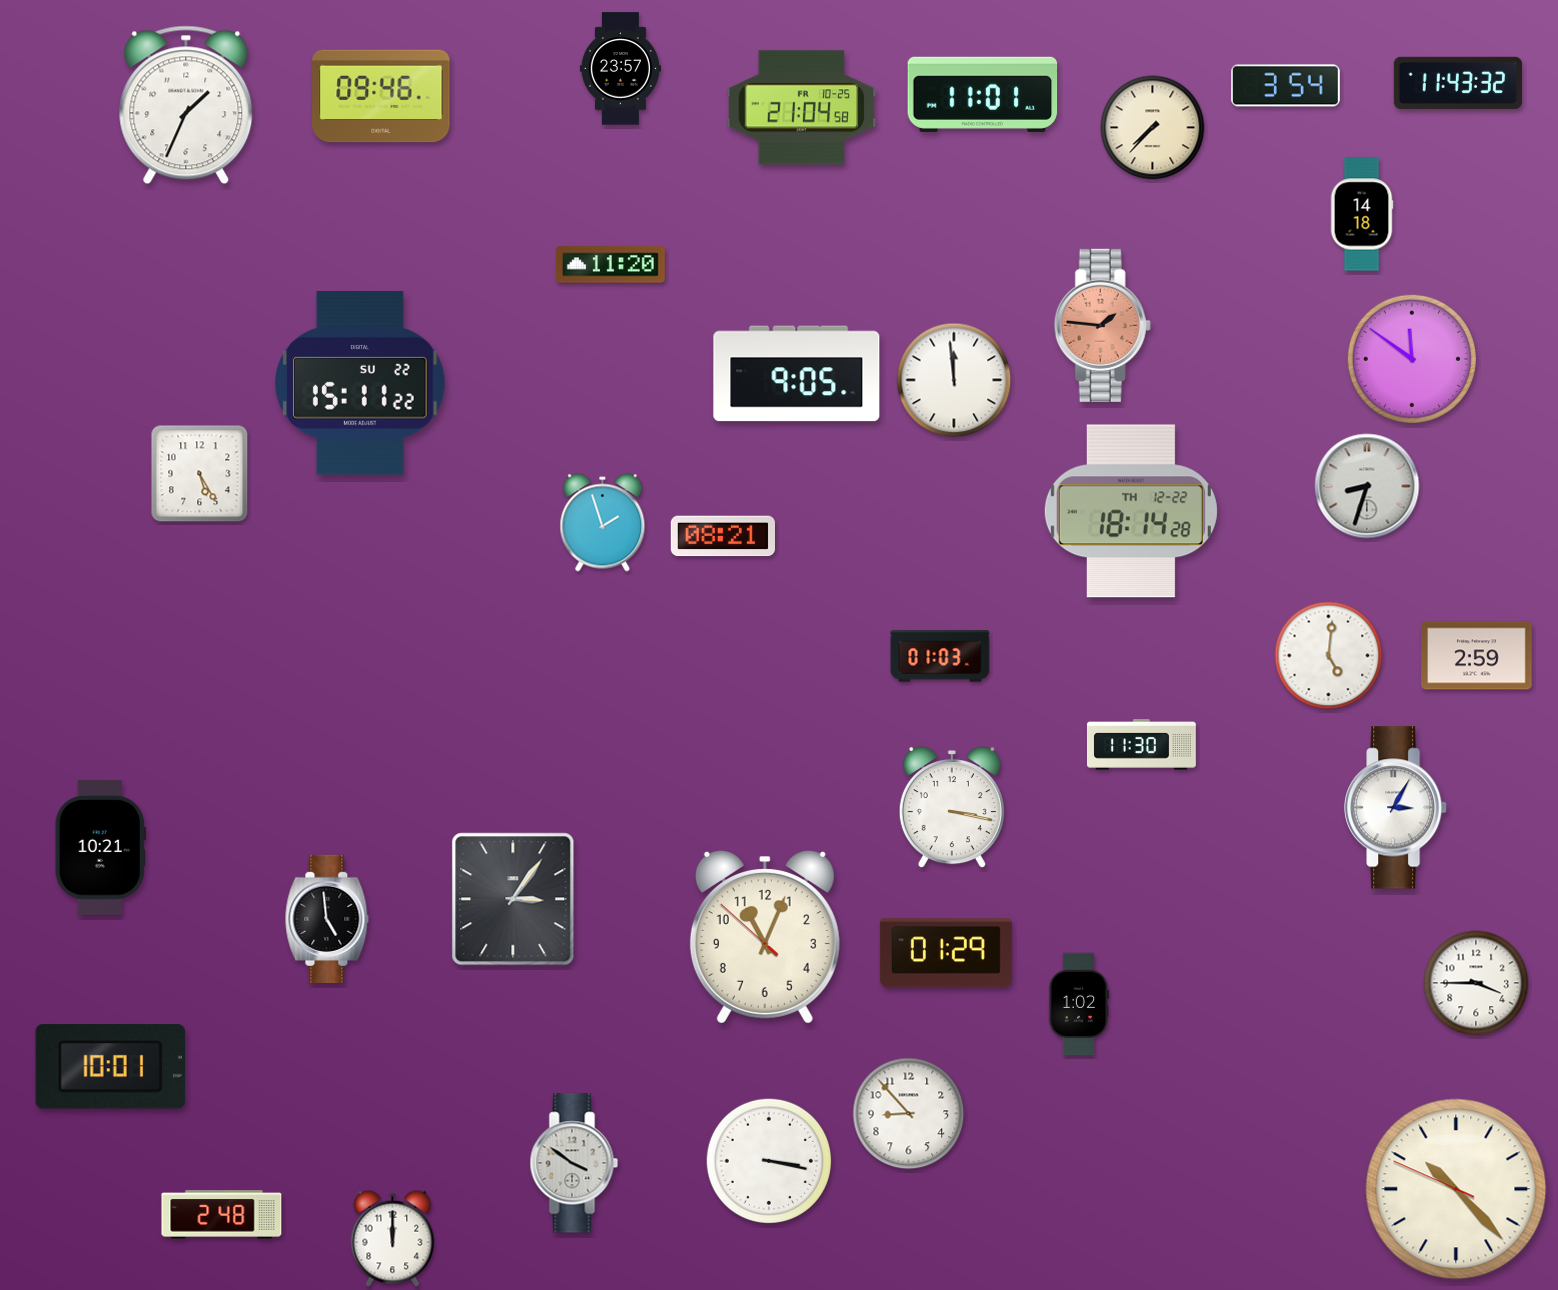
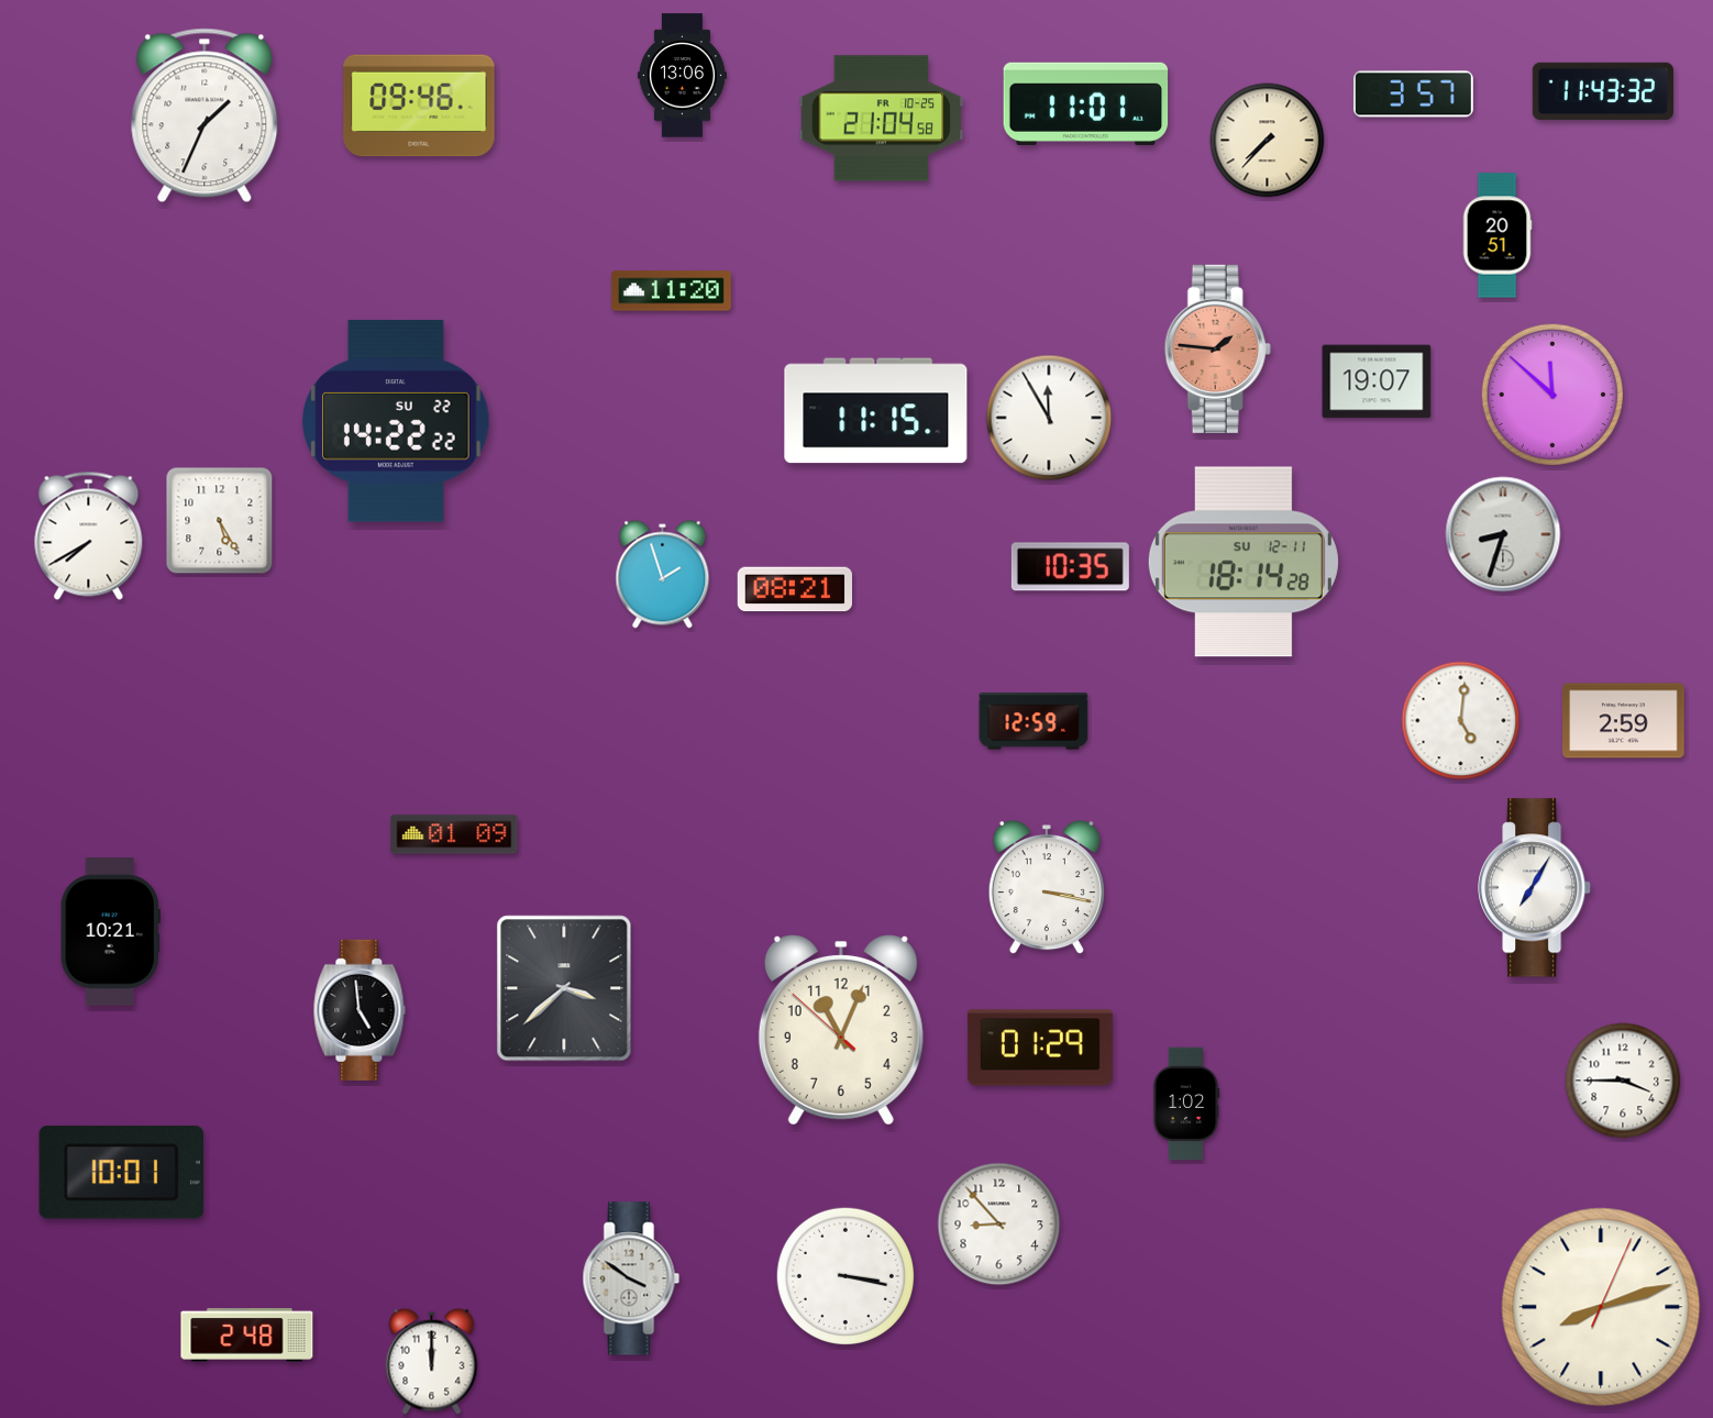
clock at (620, 69): 23:57 -> 13:06
clock at (1285, 86): 3:54 -> 3:57
clock at (983, 94) position: (983, 94) -> (1086, 103)
clock at (1362, 214): 14:18 -> 20:51
clock at (1102, 325) position: (1102, 325) -> (1217, 348)
clock at (1377, 381): none -> 19:07
clock at (1412, 359): 11:51 -> 11:52
clock at (797, 374): 9:05 -> 11:15
clock at (954, 380): 11:59 -> 11:55
clock at (361, 383): 15:11 -> 14:22
clock at (89, 535): none -> 7:40
clock at (1131, 511) date: TH 12-22 -> SU 12-11
clock at (1070, 567): none -> 10:35
clock at (940, 656): 01:03 -> 12:59
clock at (1141, 745): 11:30 -> none
clock at (454, 834): none -> 01:09
clock at (1396, 808): 3:05 -> 7:05
clock at (513, 899): 3:06 -> 3:38
clock at (1456, 1189): 10:22 -> 8:12
clock at (222, 1215) position: (222, 1215) -> (247, 1336)
